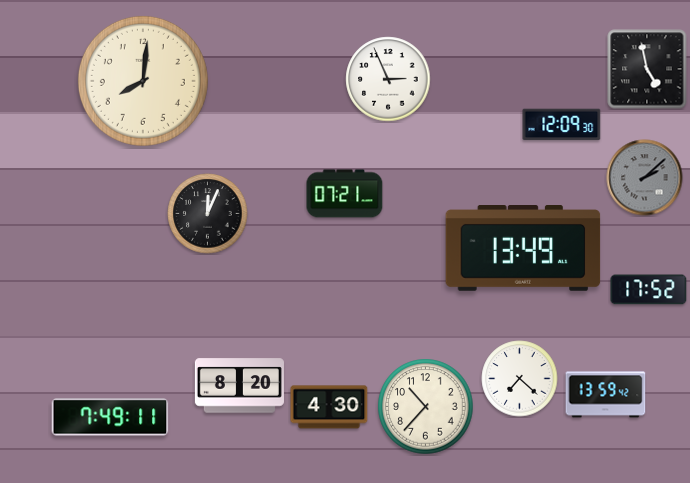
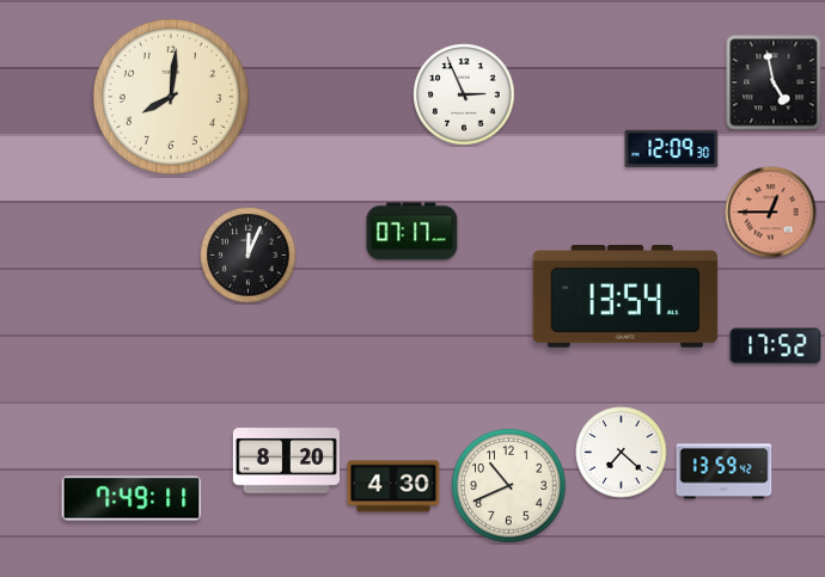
clock at (645, 178): 2:08 -> 12:45
clock at (645, 178) dial: grey -> salmon
clock at (345, 194): 07:21 -> 07:17
clock at (523, 249): 13:49 -> 13:54
clock at (426, 407): 10:37 -> 10:41
